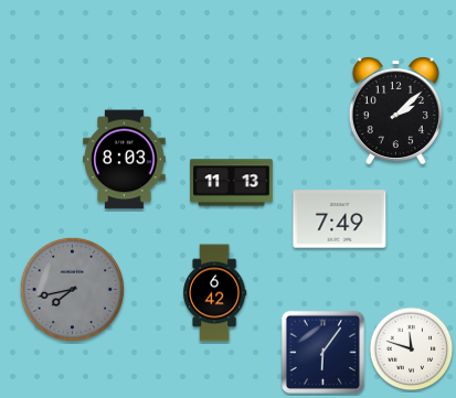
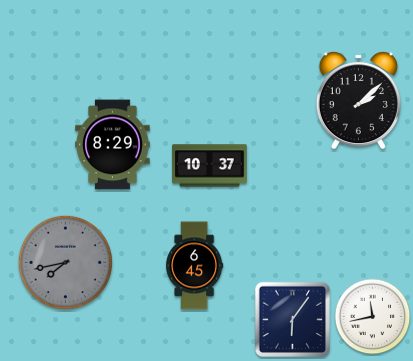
clock at (125, 160): 8:03 -> 8:29
clock at (232, 183): 11:13 -> 10:37
clock at (340, 219): 7:49 -> none
clock at (215, 293): 6:42 -> 6:45
clock at (412, 349): 11:48 -> 11:43
